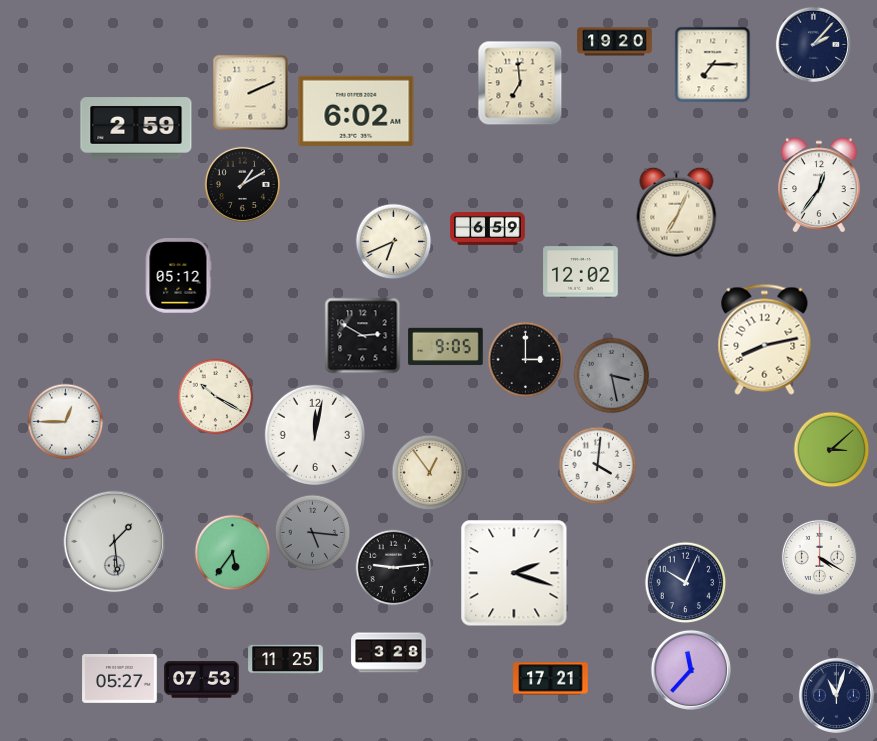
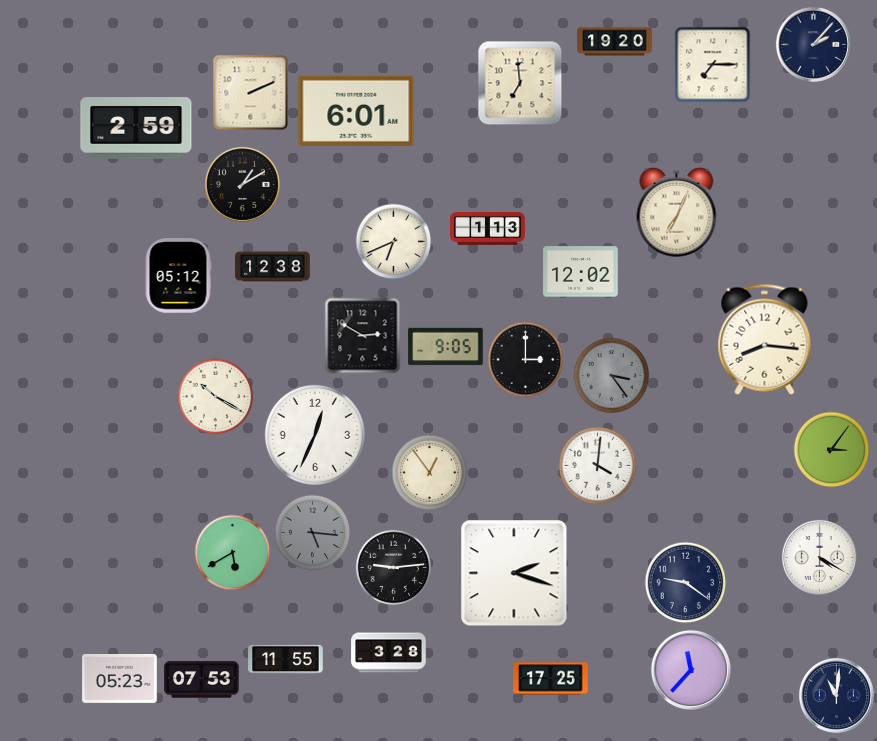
clock at (356, 111): 6:02 -> 6:01
clock at (819, 185): 12:36 -> none
clock at (488, 229): 6:59 -> 1:13
clock at (273, 267): none -> 12:38
clock at (765, 339): 8:13 -> 8:16
clock at (612, 376): 3:28 -> 3:24
clock at (66, 422): 12:45 -> none
clock at (315, 435): 12:02 -> 12:34
clock at (832, 450): 3:08 -> 3:06
clock at (115, 542): 1:29 -> none
clock at (233, 553): 5:36 -> 5:40
clock at (686, 583): 10:04 -> 9:21
clock at (286, 660): 11:25 -> 11:55
clock at (120, 679): 05:27 -> 05:23
clock at (551, 679): 17:21 -> 17:25
clock at (836, 695): 11:03 -> 11:01
